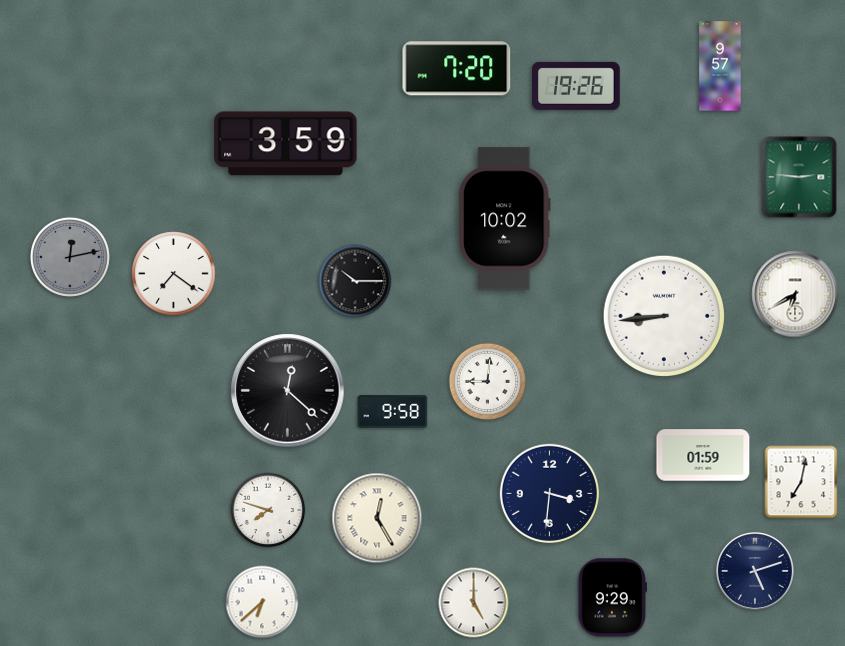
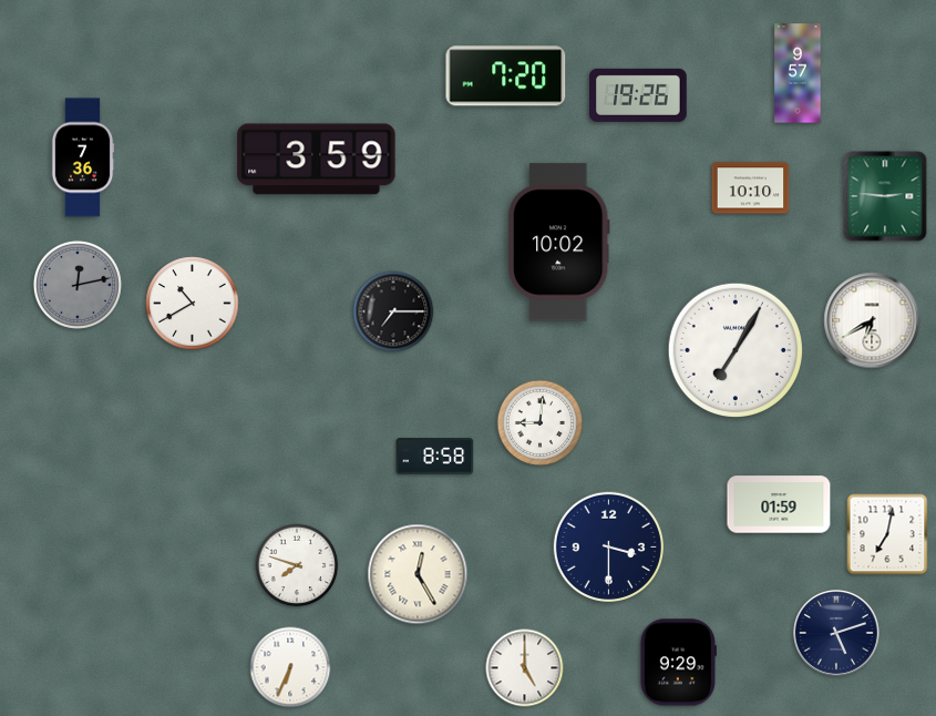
clock at (83, 157): none -> 7:36
clock at (751, 188): none -> 10:10
clock at (174, 274): 7:21 -> 10:40
clock at (355, 281): 10:15 -> 7:15
clock at (795, 294) position: (795, 294) -> (872, 320)
clock at (663, 315): 8:44 -> 7:05
clock at (288, 391): 12:22 -> none
clock at (393, 412): 9:58 -> 8:58
clock at (549, 493): 3:31 -> 3:30
clock at (262, 602): 6:38 -> 6:34
